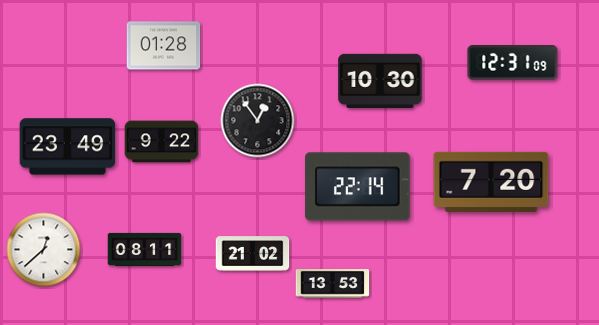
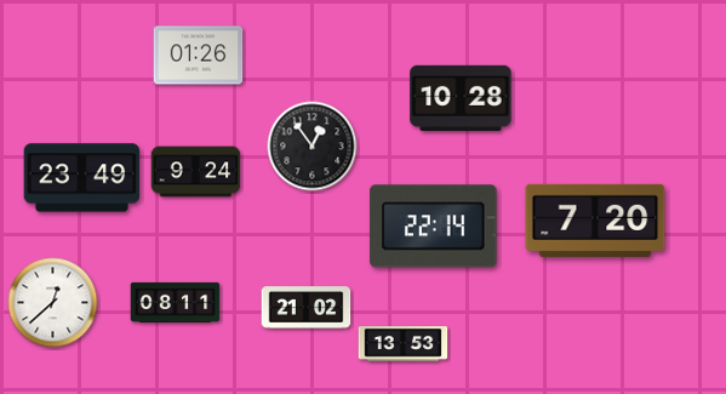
clock at (164, 46): 01:28 -> 01:26
clock at (513, 63): 12:31 -> none
clock at (380, 81): 10:30 -> 10:28
clock at (162, 142): 9:22 -> 9:24
